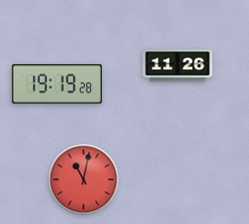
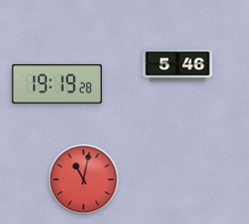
clock at (178, 66): 11:26 -> 5:46
